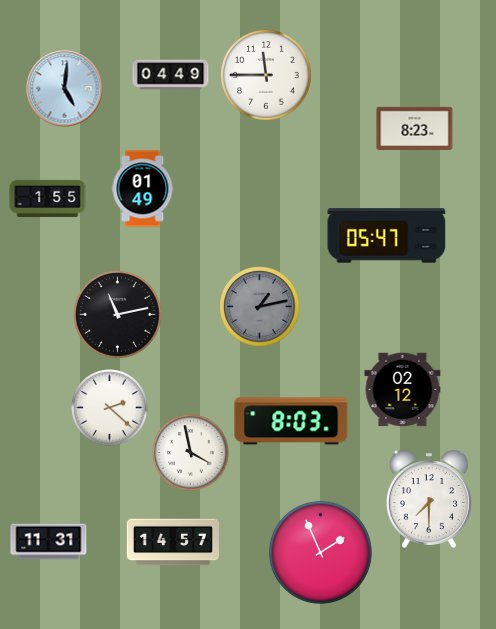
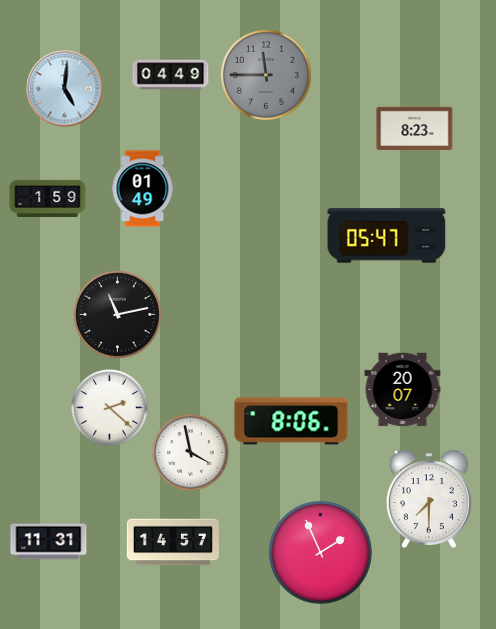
clock at (267, 76) dial: white -> grey
clock at (48, 198): 1:55 -> 1:59
clock at (260, 307): 1:13 -> none
clock at (403, 390): 02:12 -> 20:07
clock at (291, 421): 8:03 -> 8:06
